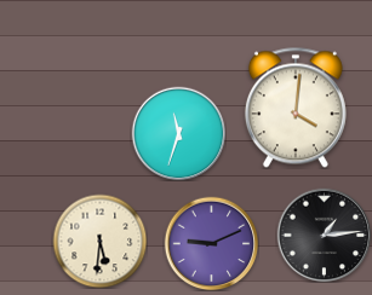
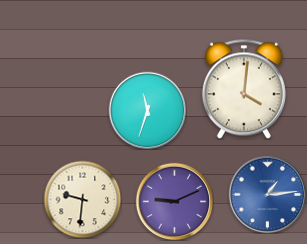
clock at (324, 235) dial: black -> blue
clock at (99, 241): 5:31 -> 9:31
